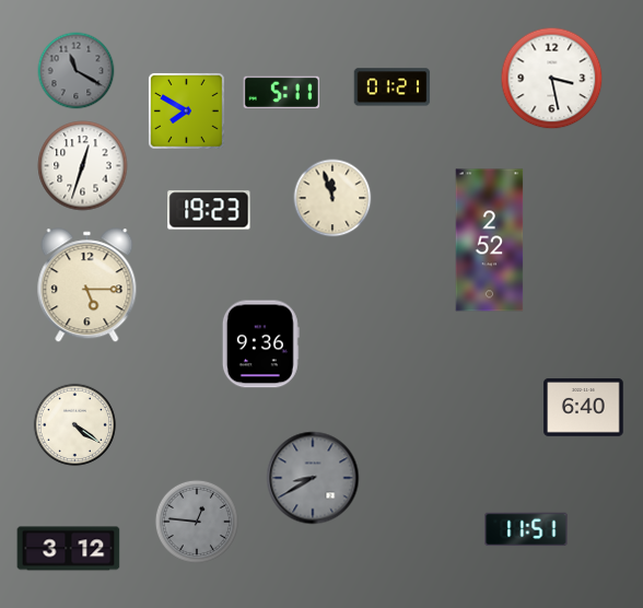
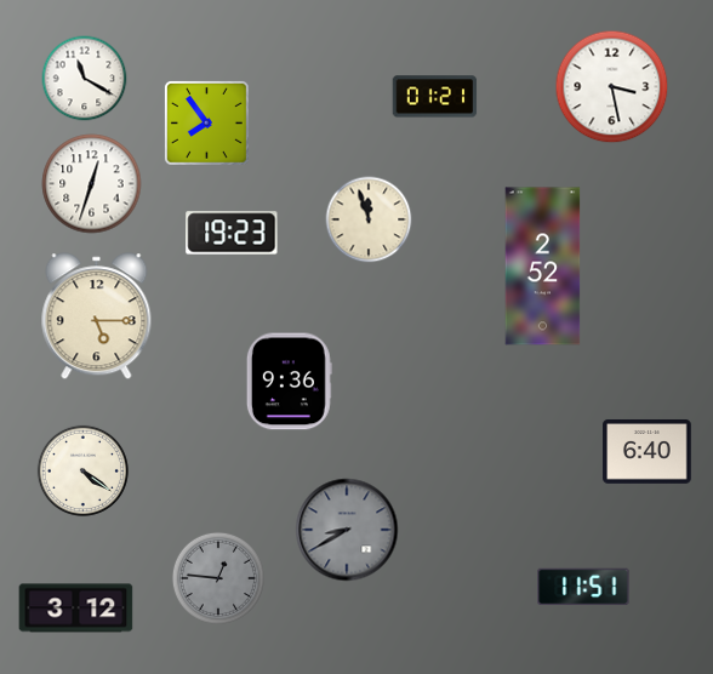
clock at (77, 71) dial: grey -> white
clock at (282, 93): 5:11 -> none
clock at (186, 110): 7:50 -> 7:54
